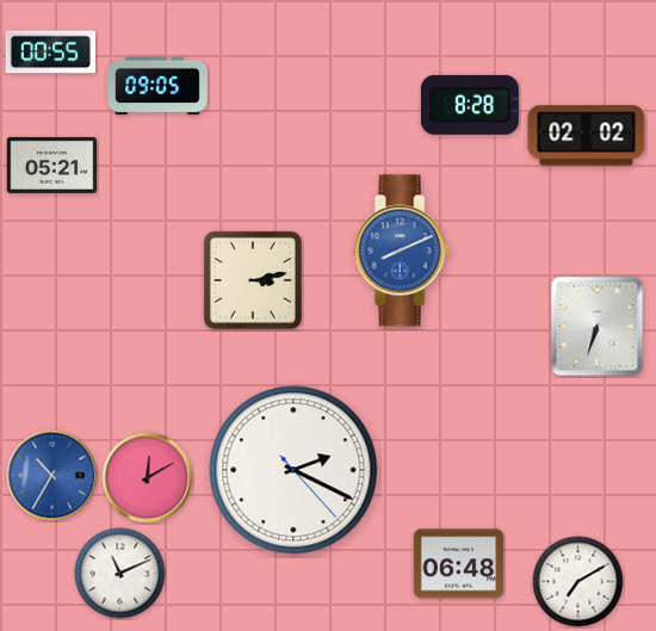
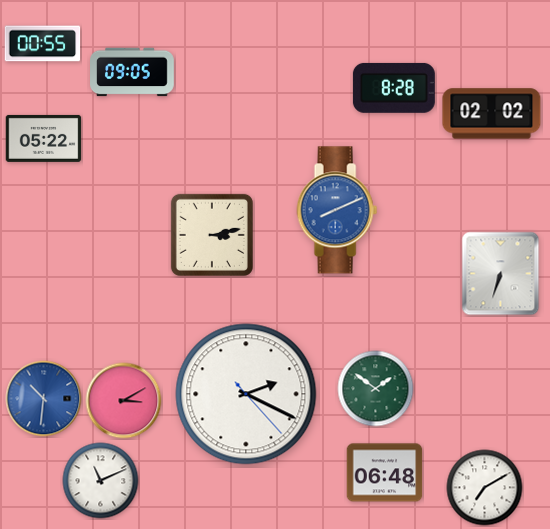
clock at (52, 165): 05:21 -> 05:22
clock at (376, 389): none -> 1:51
clock at (52, 476): 10:35 -> 10:31
clock at (148, 478): 12:10 -> 3:10
